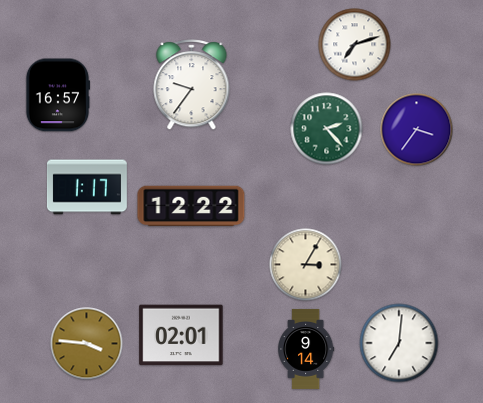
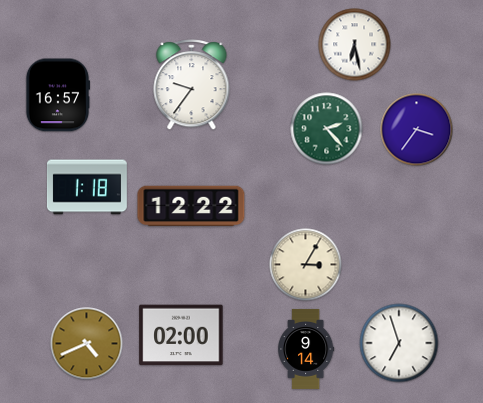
clock at (355, 45): 7:12 -> 6:28
clock at (87, 187): 1:17 -> 1:18
clock at (181, 335): 02:01 -> 02:00
clock at (399, 343): 7:01 -> 6:57
clock at (87, 344): 3:46 -> 4:41
